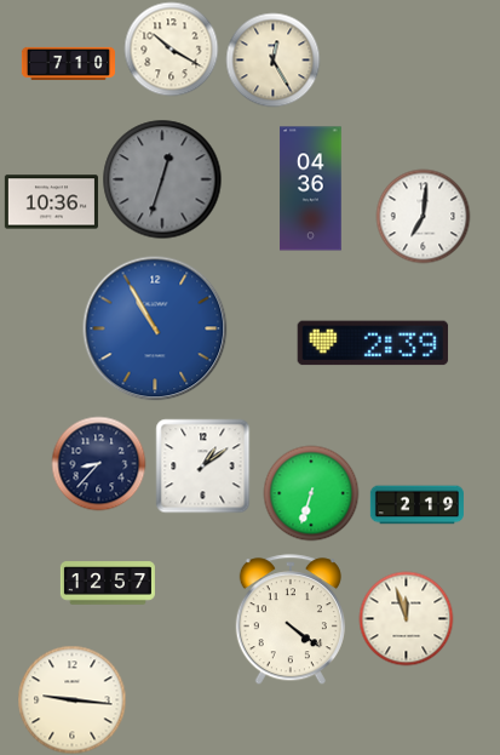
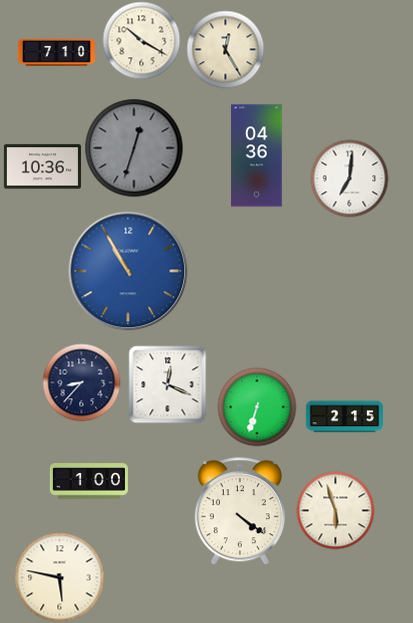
clock at (373, 343): 2:39 -> none
clock at (202, 465): 1:09 -> 12:19
clock at (416, 505): 2:19 -> 2:15
clock at (108, 583): 12:57 -> 1:00
clock at (406, 618): 11:57 -> 5:57
clock at (71, 699): 9:16 -> 5:47
